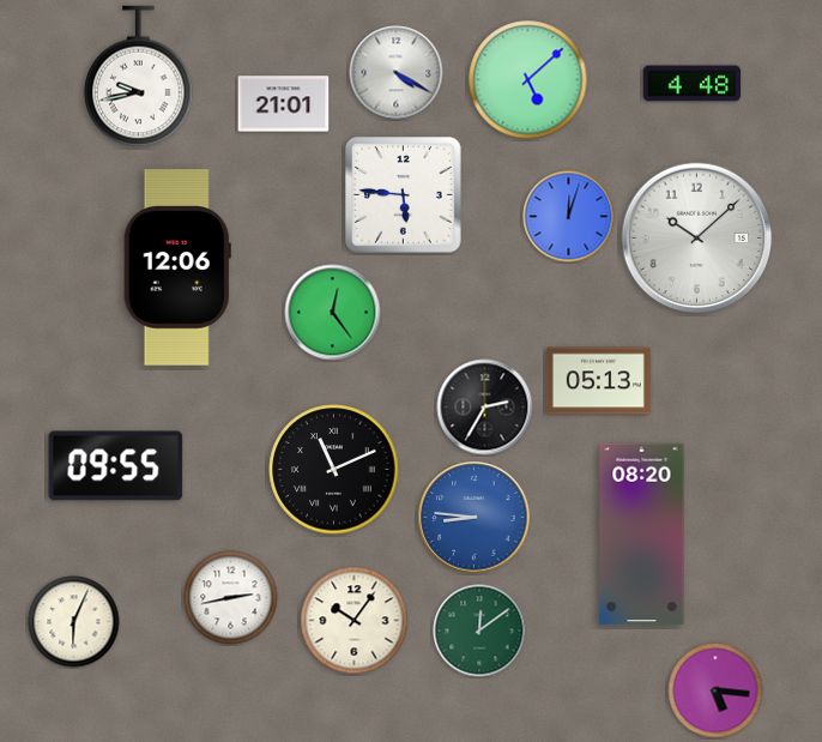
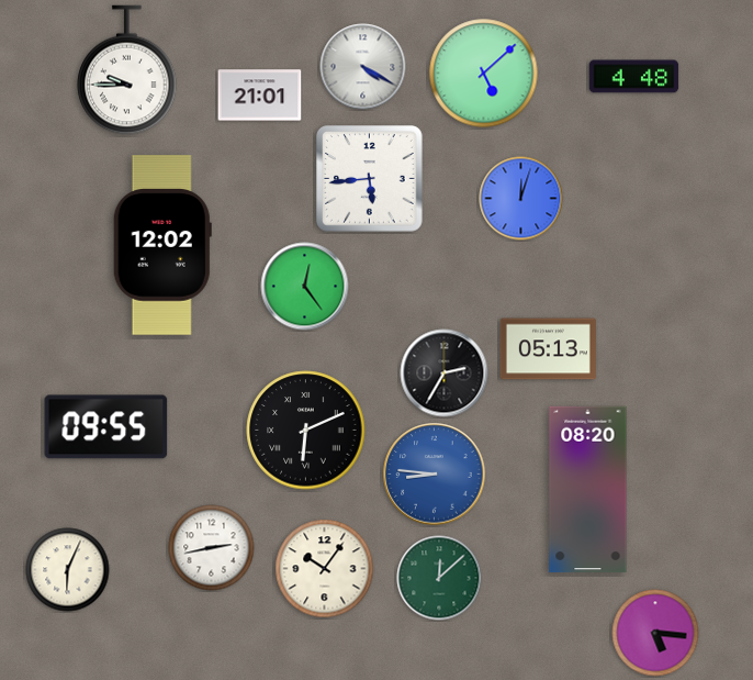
clock at (139, 77): 9:43 -> 9:45
clock at (404, 195): 5:46 -> 5:44
clock at (697, 239): 10:08 -> none
clock at (177, 267): 12:06 -> 12:02
clock at (334, 470): 11:11 -> 6:11
clock at (479, 631): 12:09 -> 12:08
